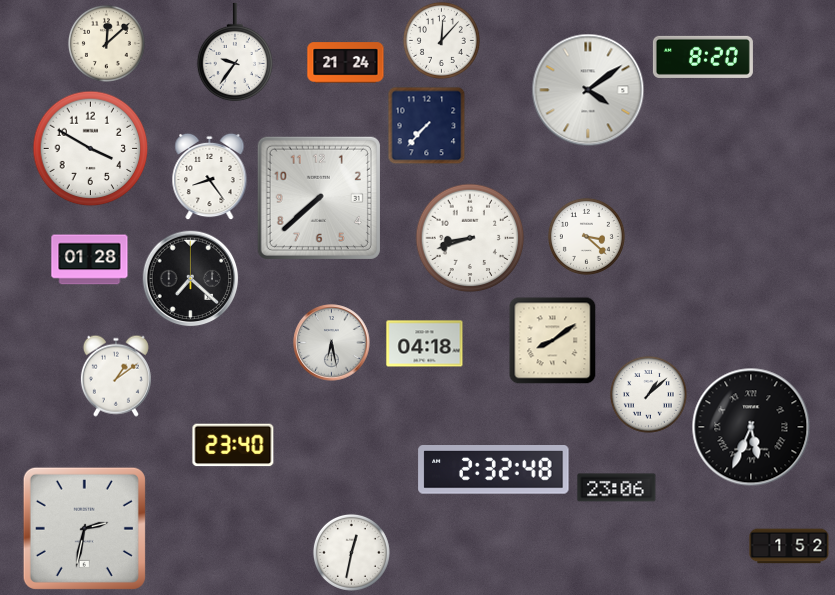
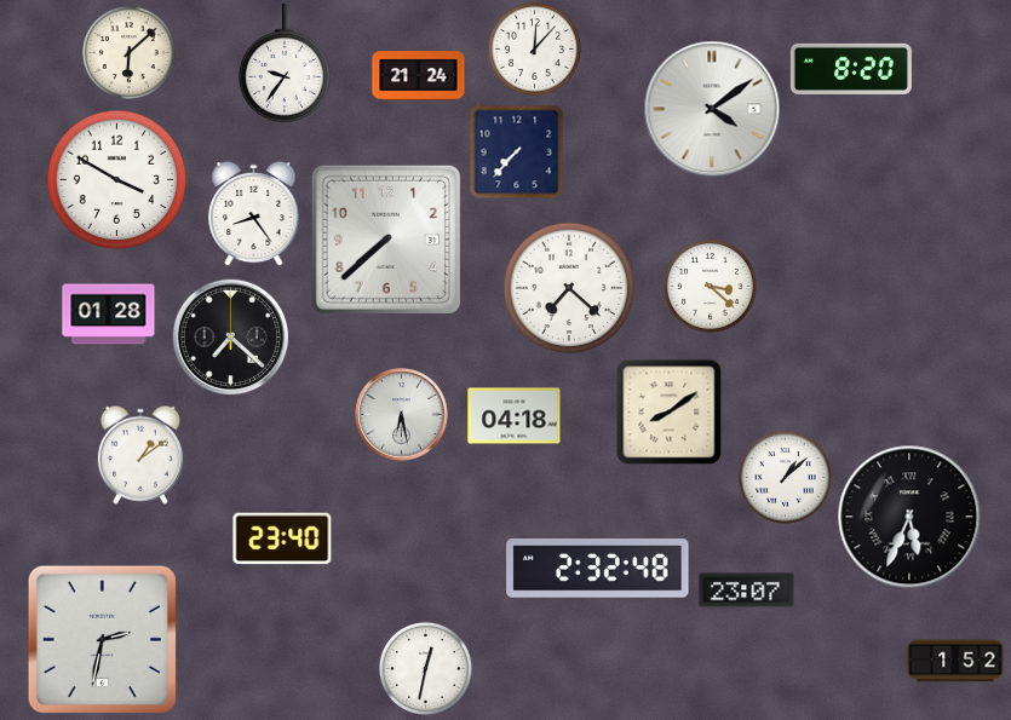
clock at (106, 43): 12:08 -> 6:08
clock at (91, 149) position: (91, 149) -> (117, 180)
clock at (470, 238): 8:42 -> 7:22
clock at (617, 488): 23:06 -> 23:07
